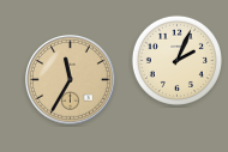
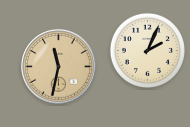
clock at (71, 80): 11:35 -> 11:32
